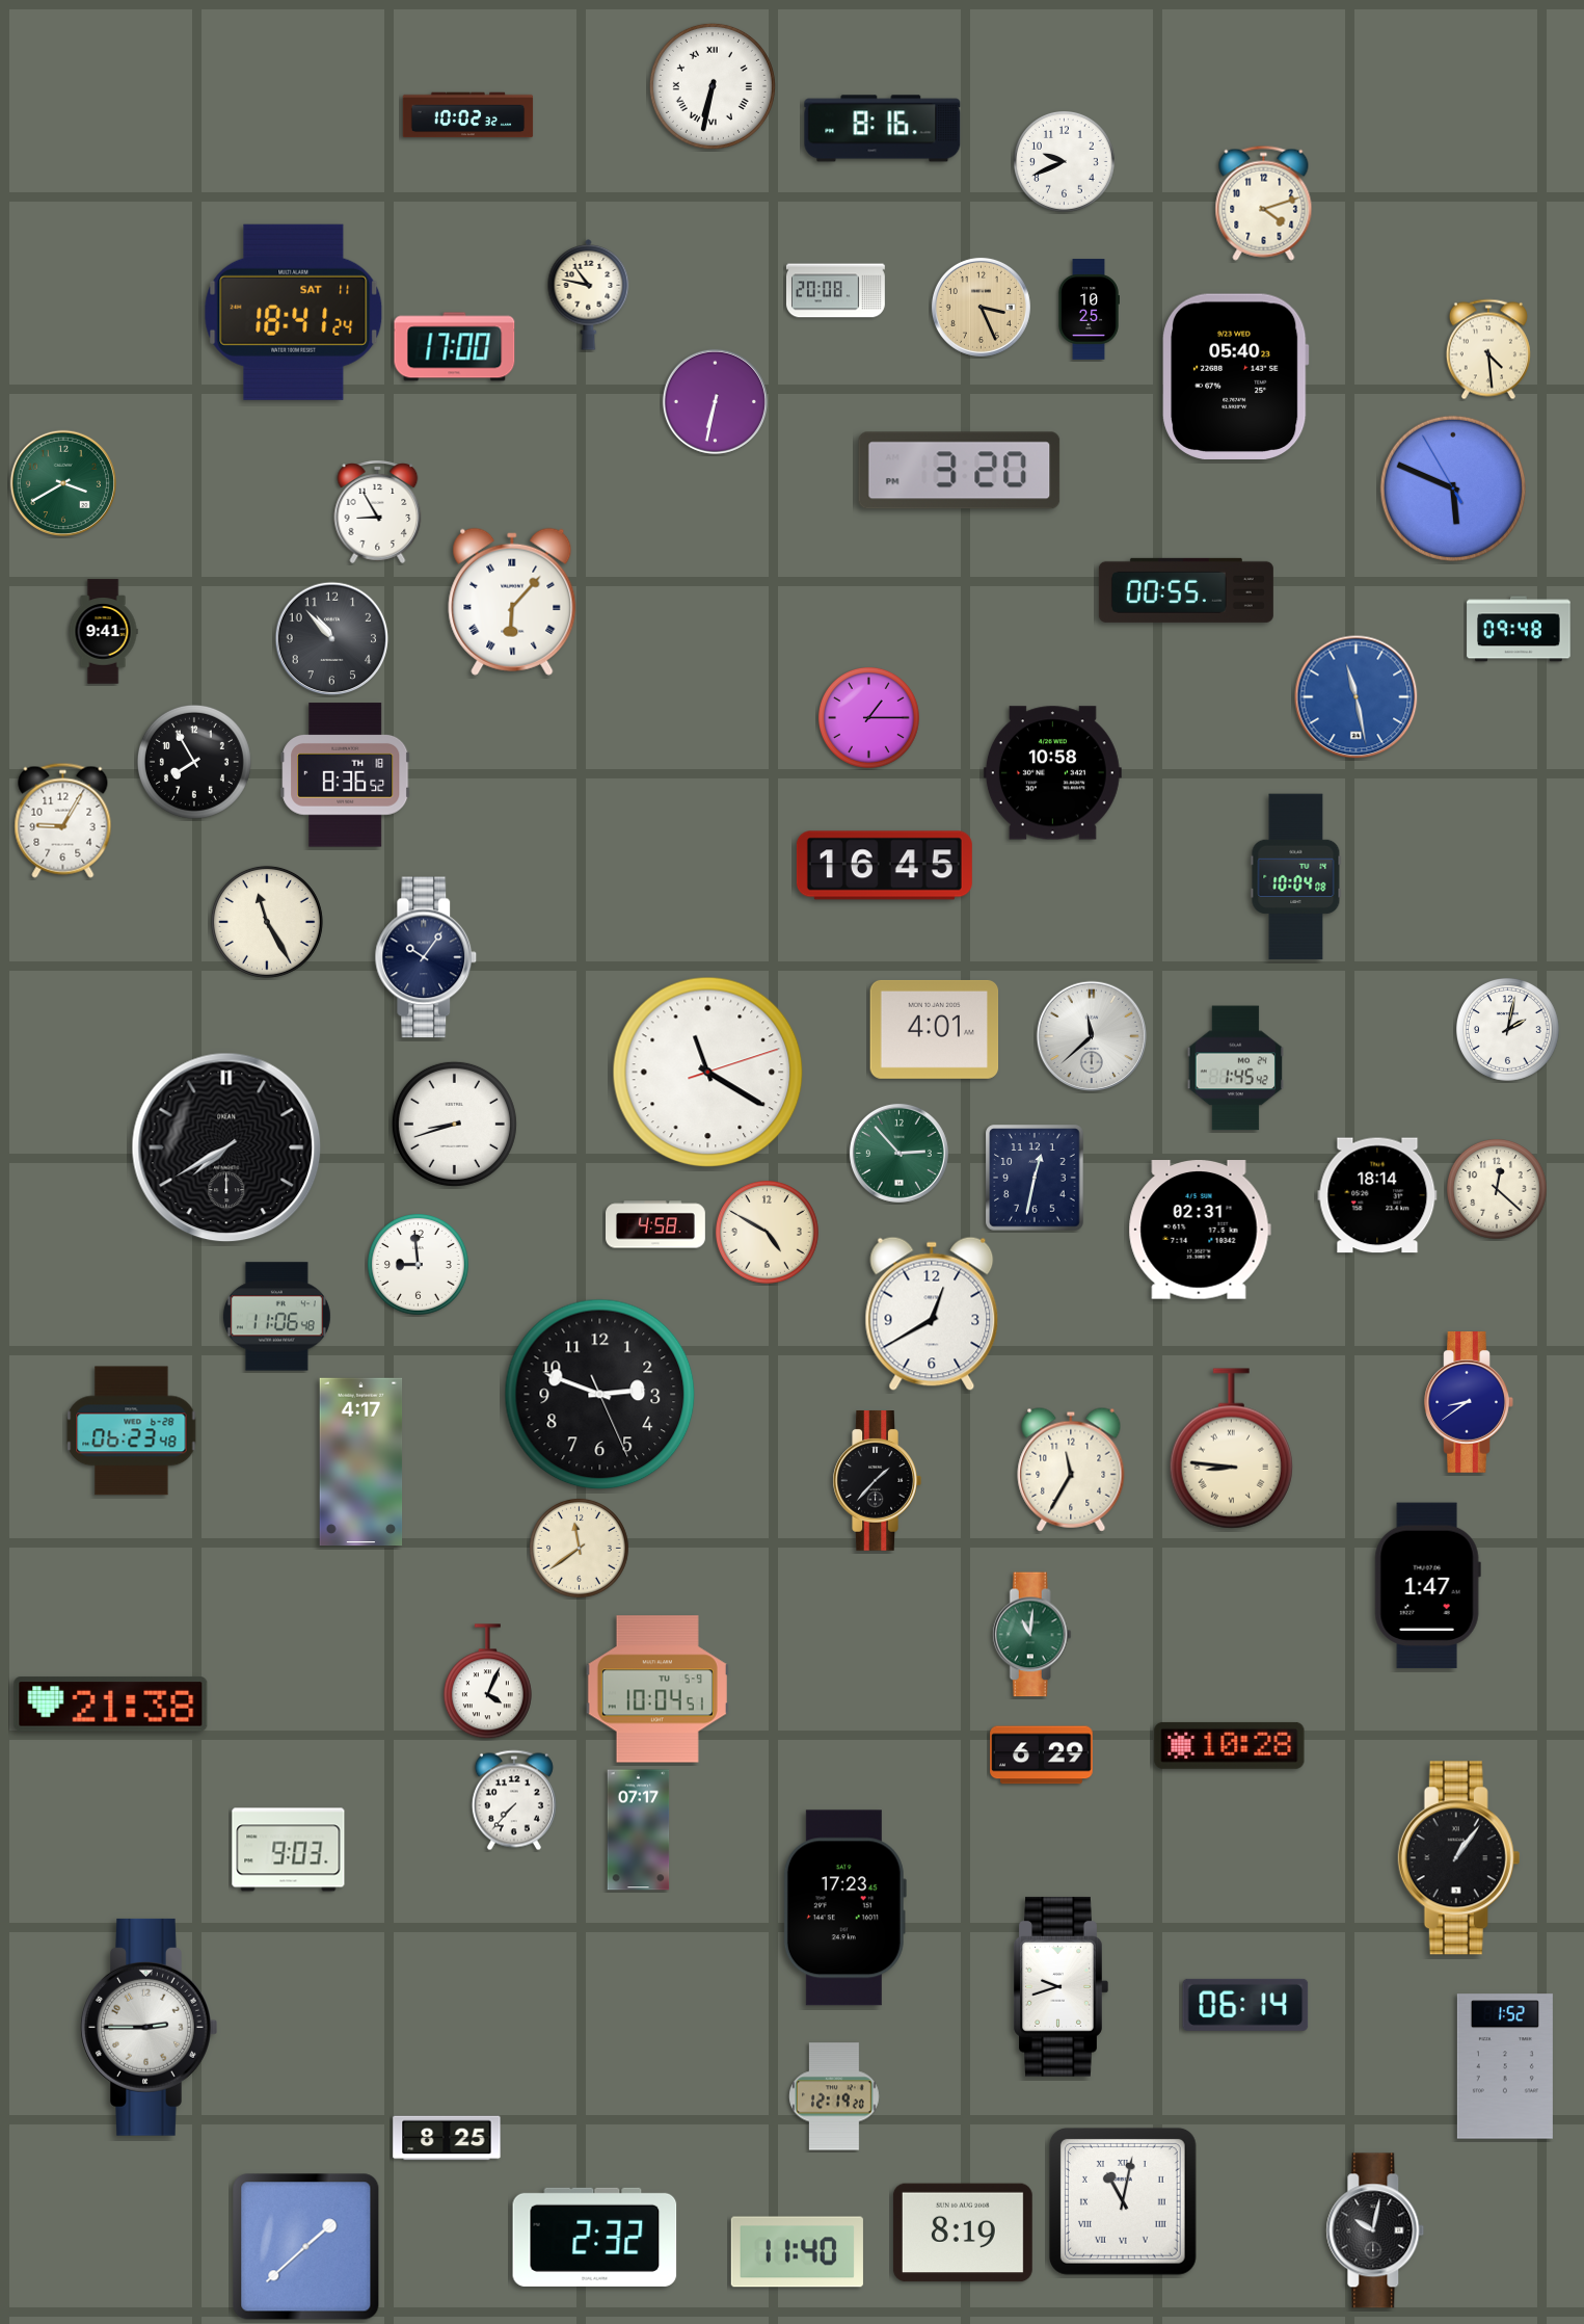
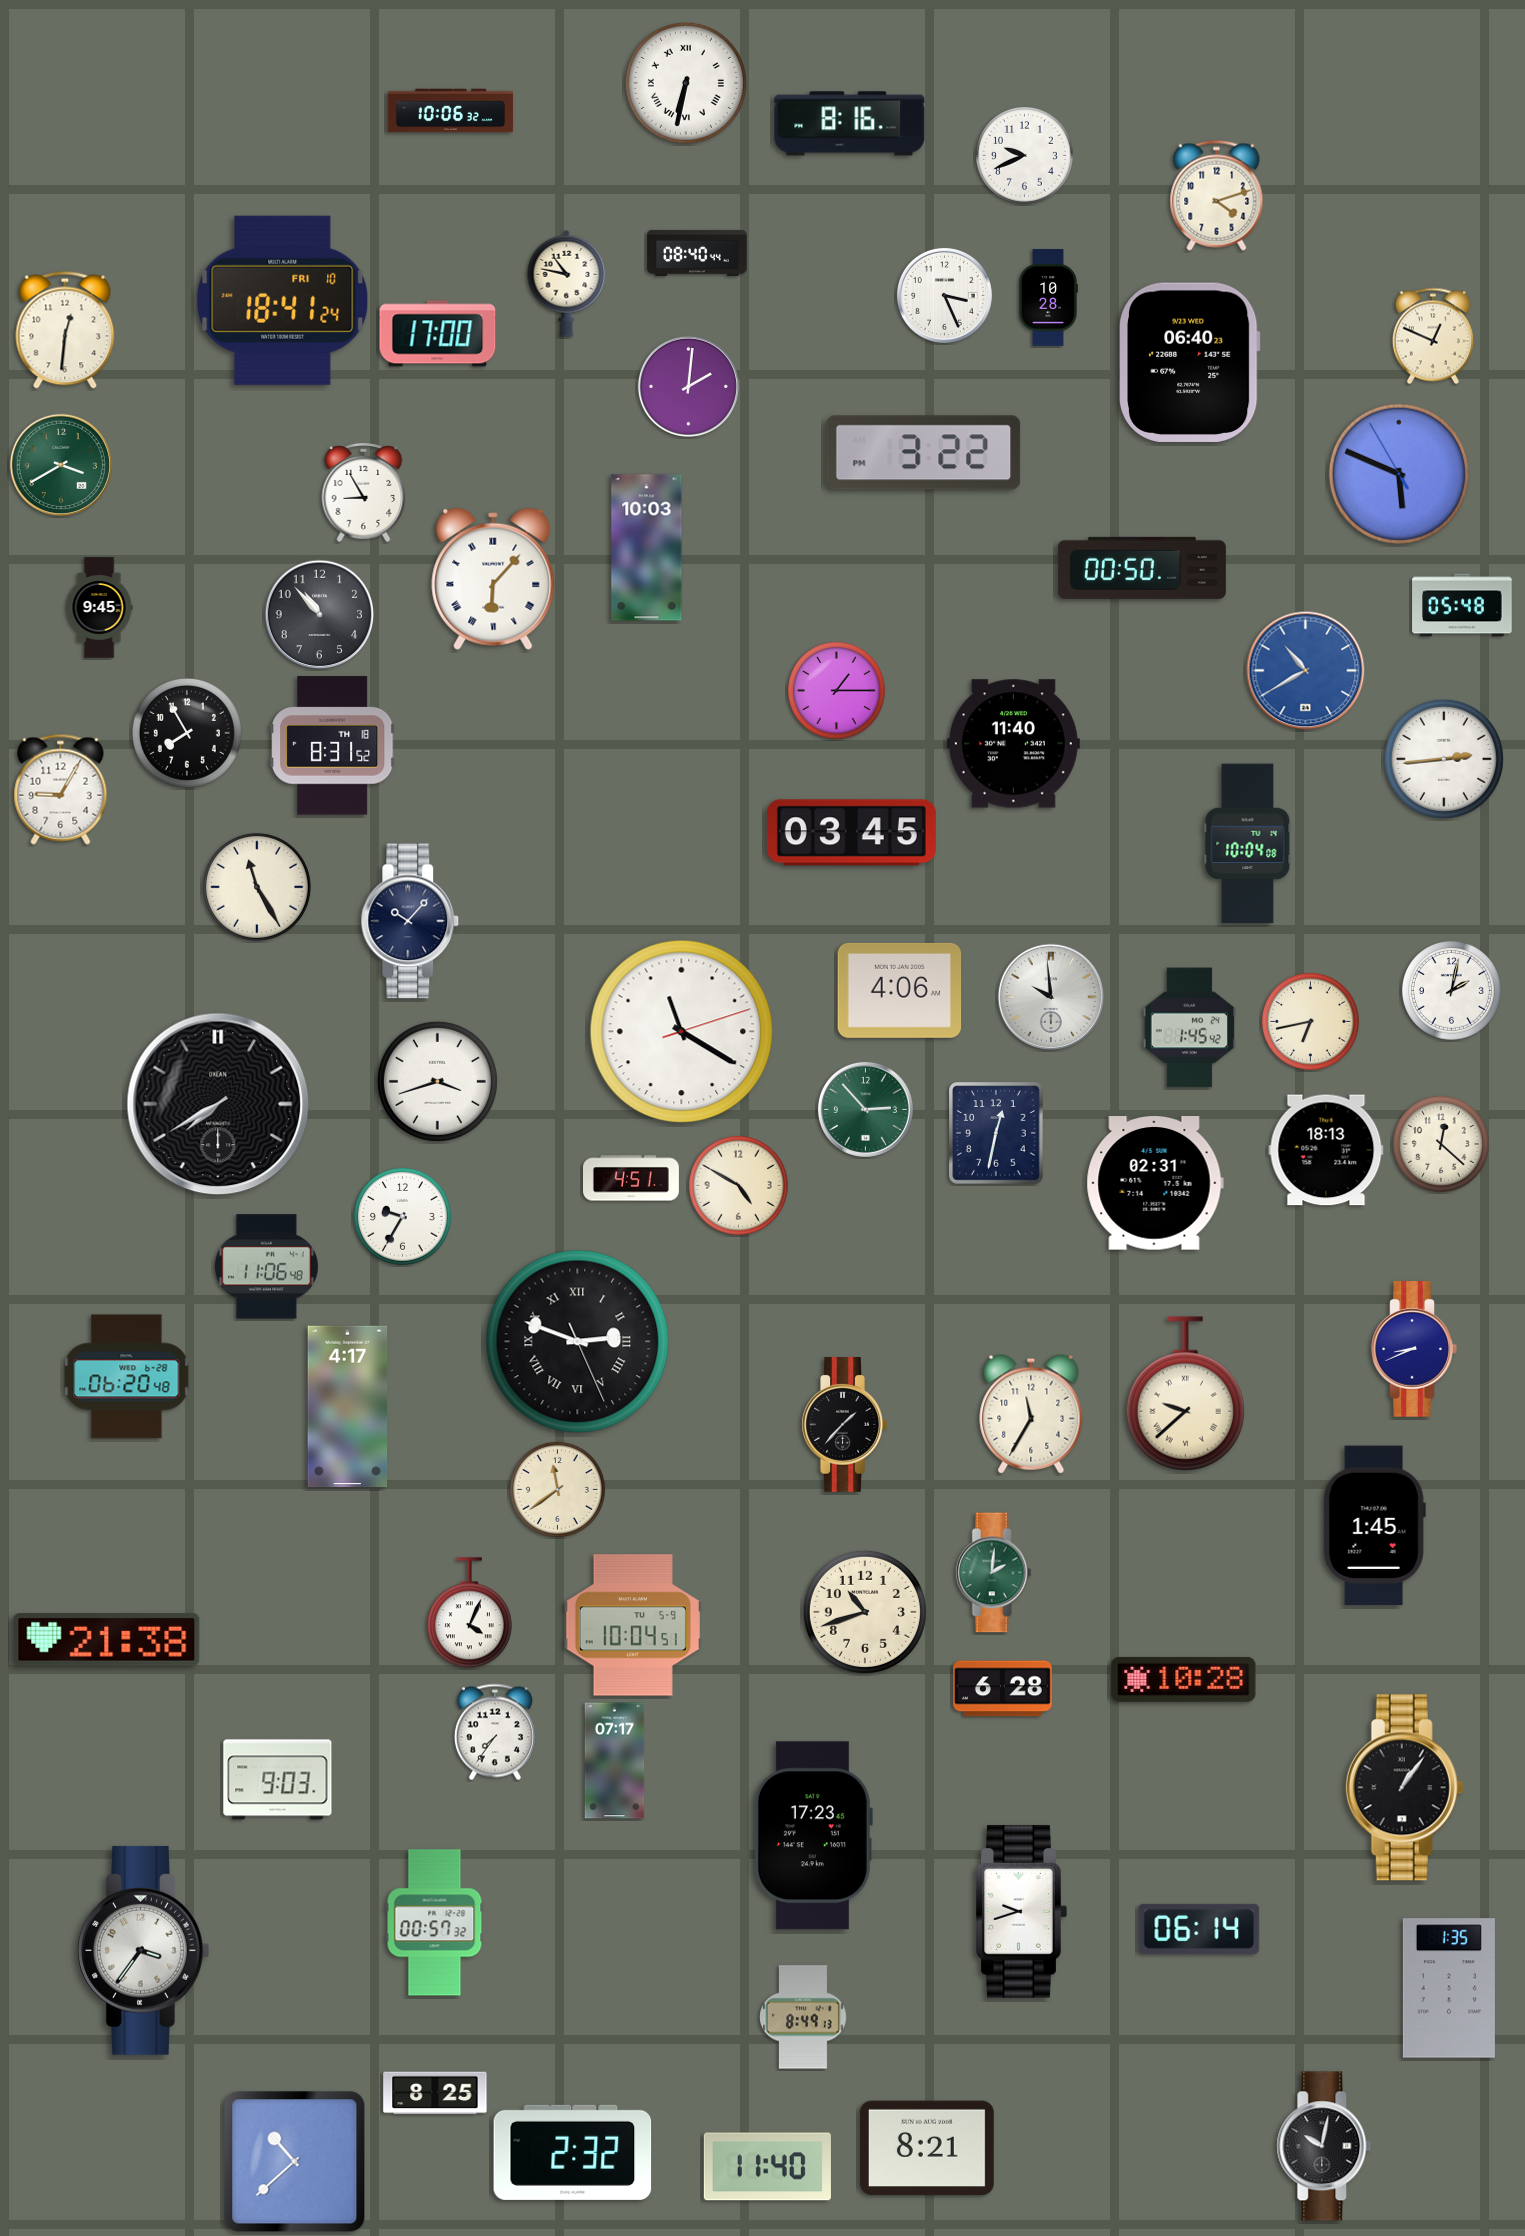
clock at (468, 115): 10:02 -> 10:06
clock at (697, 253): none -> 08:40
clock at (835, 291): 20:08 -> none
clock at (981, 307) dial: champagne -> white
clock at (1090, 310): 10:25 -> 10:28
clock at (294, 312) date: SAT 11 -> FRI 10
clock at (65, 330): none -> 12:31
clock at (1488, 349): 4:29 -> 12:49
clock at (1236, 376): 05:40 -> 06:40
clock at (715, 401): 6:32 -> 2:01
clock at (960, 471): 3:20 -> 3:22
clock at (1453, 488) position: (1453, 488) -> (1399, 474)
clock at (647, 548): none -> 10:03
clock at (1186, 590): 00:55 -> 00:50
clock at (1519, 629): 09:48 -> 05:48
clock at (103, 632): 9:41 -> 9:45
clock at (1357, 697): 11:28 -> 10:40
clock at (1052, 773): 10:58 -> 11:40
clock at (346, 775): 8:36 -> 8:31
clock at (1444, 759): none -> 2:44
clock at (884, 866): 16:45 -> 03:45
clock at (426, 957): 10:06 -> 10:07
clock at (935, 1029): 4:01 -> 4:06
clock at (1091, 1035): 11:38 -> 9:59
clock at (1311, 1022): none -> 6:43
clock at (454, 1124): 8:42 -> 3:42
clock at (1377, 1195): 18:14 -> 18:13
clock at (656, 1224): 4:58 -> 4:51
clock at (419, 1265): 8:59 -> 9:35
clock at (932, 1314): 12:40 -> none
clock at (600, 1395) numerals: Arabic -> Roman
clock at (1469, 1402): 8:39 -> 8:41
clock at (132, 1431): 06:23 -> 06:20
clock at (1231, 1449): 8:46 -> 9:38
clock at (1427, 1586): 1:47 -> 1:45
clock at (1031, 1635): 11:01 -> 2:01
clock at (865, 1612): none -> 10:42
clock at (487, 1682) position: (487, 1682) -> (469, 1613)
clock at (1042, 1755): 6:29 -> 6:28
clock at (514, 1800): 7:37 -> 7:36
clock at (435, 1923): none -> 00:57
clock at (150, 2027): 2:45 -> 3:36
clock at (1505, 2066): 1:52 -> 1:35
clock at (835, 2096): 12:19 -> 8:49
clock at (447, 2138) position: (447, 2138) -> (435, 2093)
clock at (1123, 2201): 11:02 -> none
clock at (963, 2233): 8:19 -> 8:21
clock at (306, 2247): 1:38 -> 10:38
